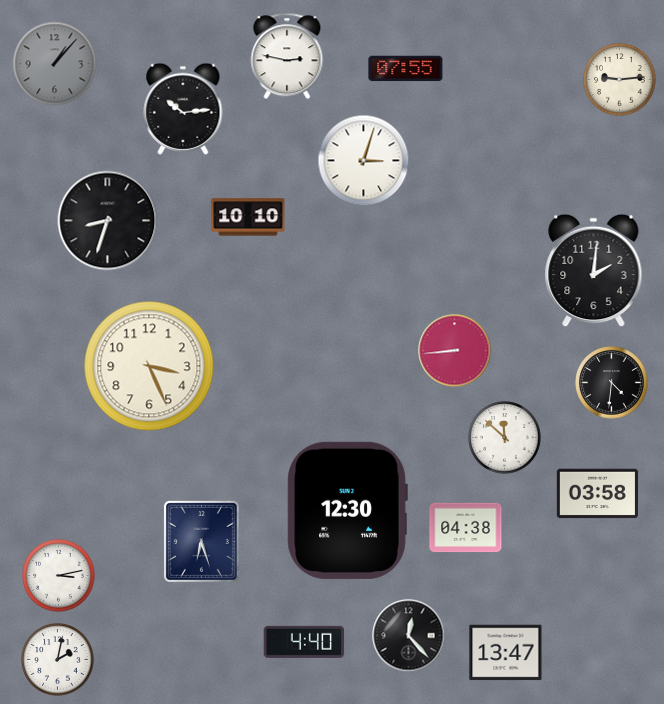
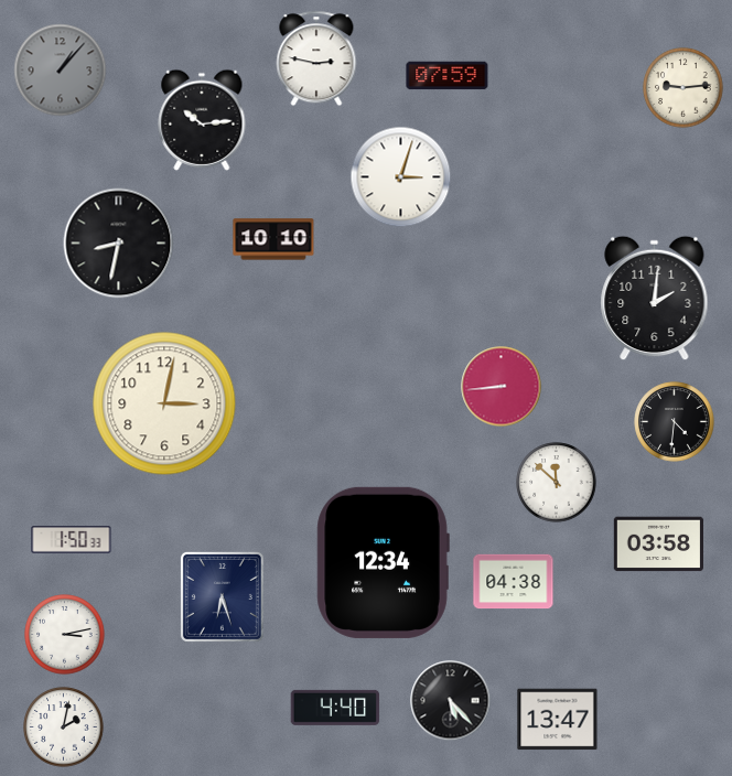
clock at (287, 56) position: (287, 56) -> (316, 58)
clock at (406, 69): 07:55 -> 07:59
clock at (108, 221): 8:33 -> 8:32
clock at (149, 366): 3:26 -> 3:02
clock at (72, 540): none -> 1:50
clock at (347, 510): 12:30 -> 12:34
clock at (409, 636): 12:23 -> 5:23
